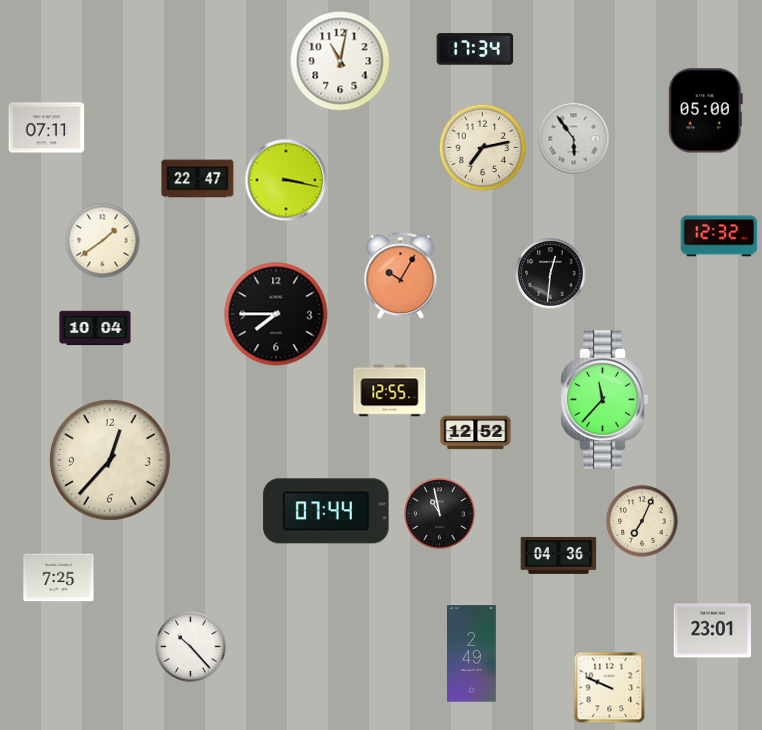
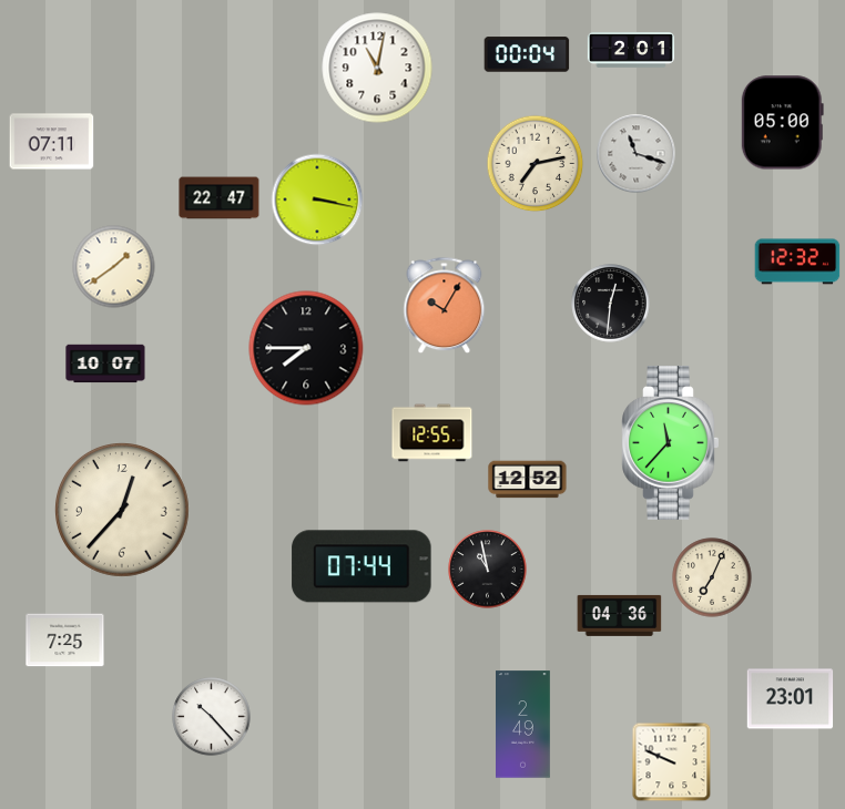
clock at (630, 51): none -> 2:01
clock at (475, 49): 17:34 -> 00:04
clock at (574, 139): 5:54 -> 11:18
clock at (95, 328): 10:04 -> 10:07
clock at (610, 688) position: (610, 688) -> (672, 762)
